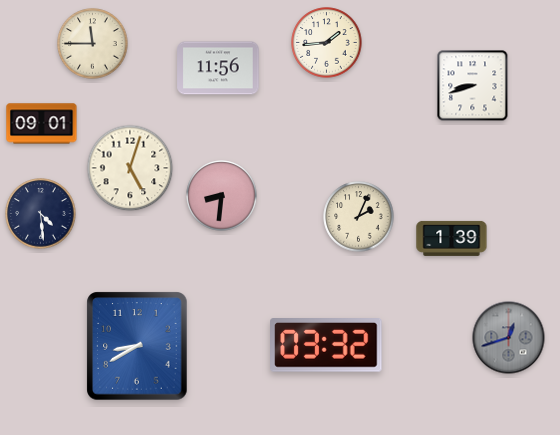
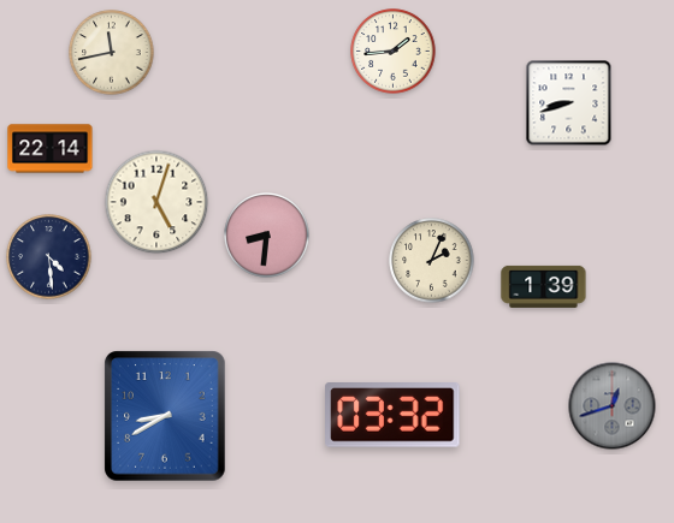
clock at (93, 44): 11:45 -> 11:43
clock at (218, 68): 11:56 -> none
clock at (42, 124): 09:01 -> 22:14
